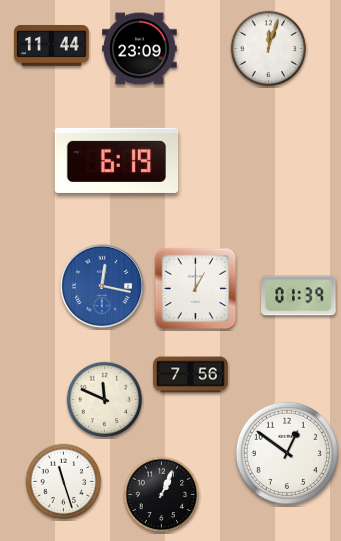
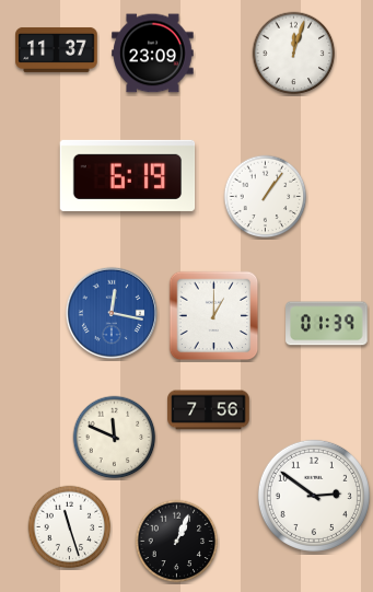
clock at (52, 45): 11:44 -> 11:37
clock at (266, 197): none -> 1:06
clock at (287, 453): 12:51 -> 2:51
